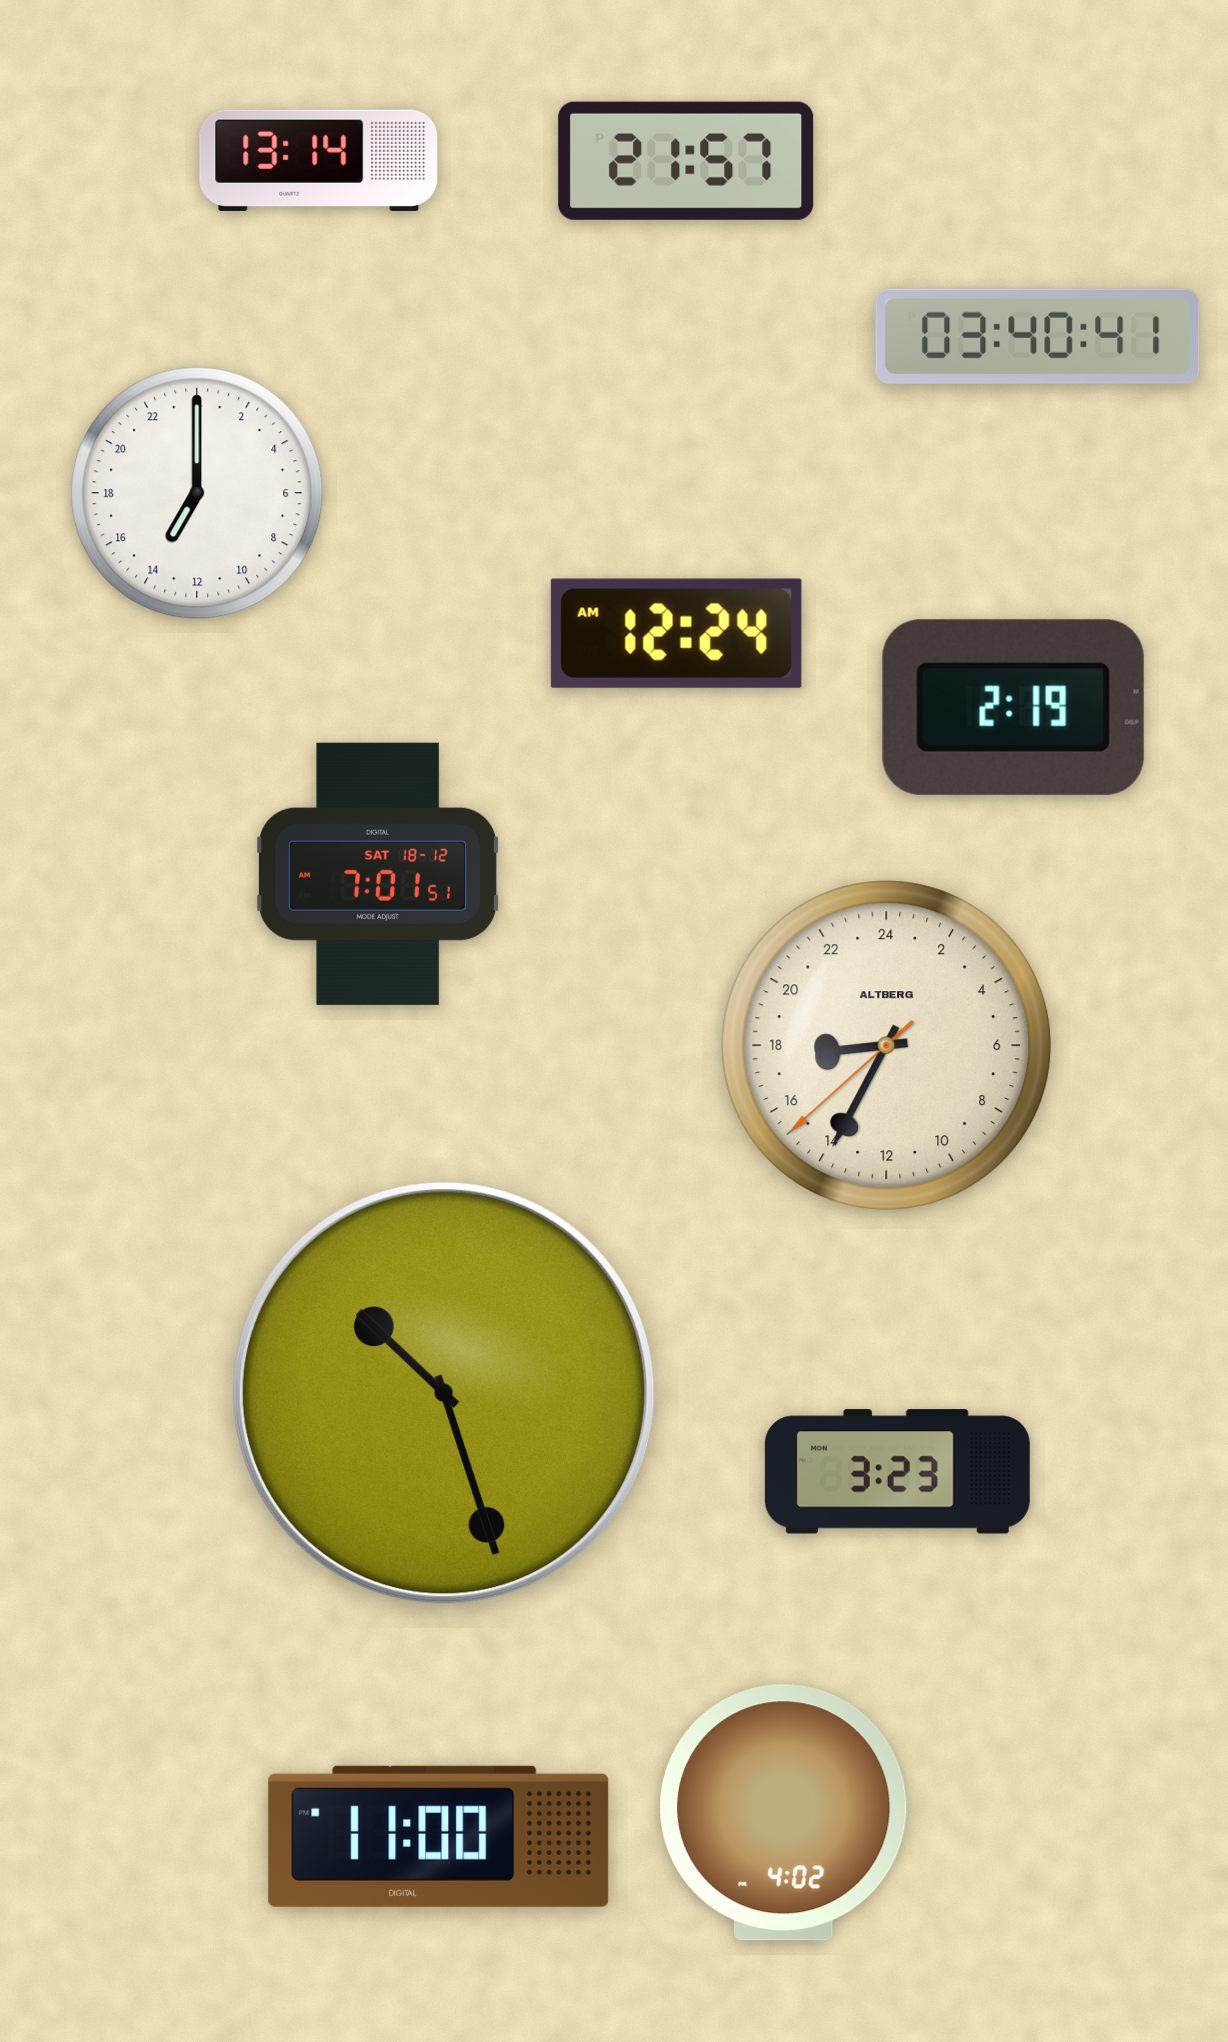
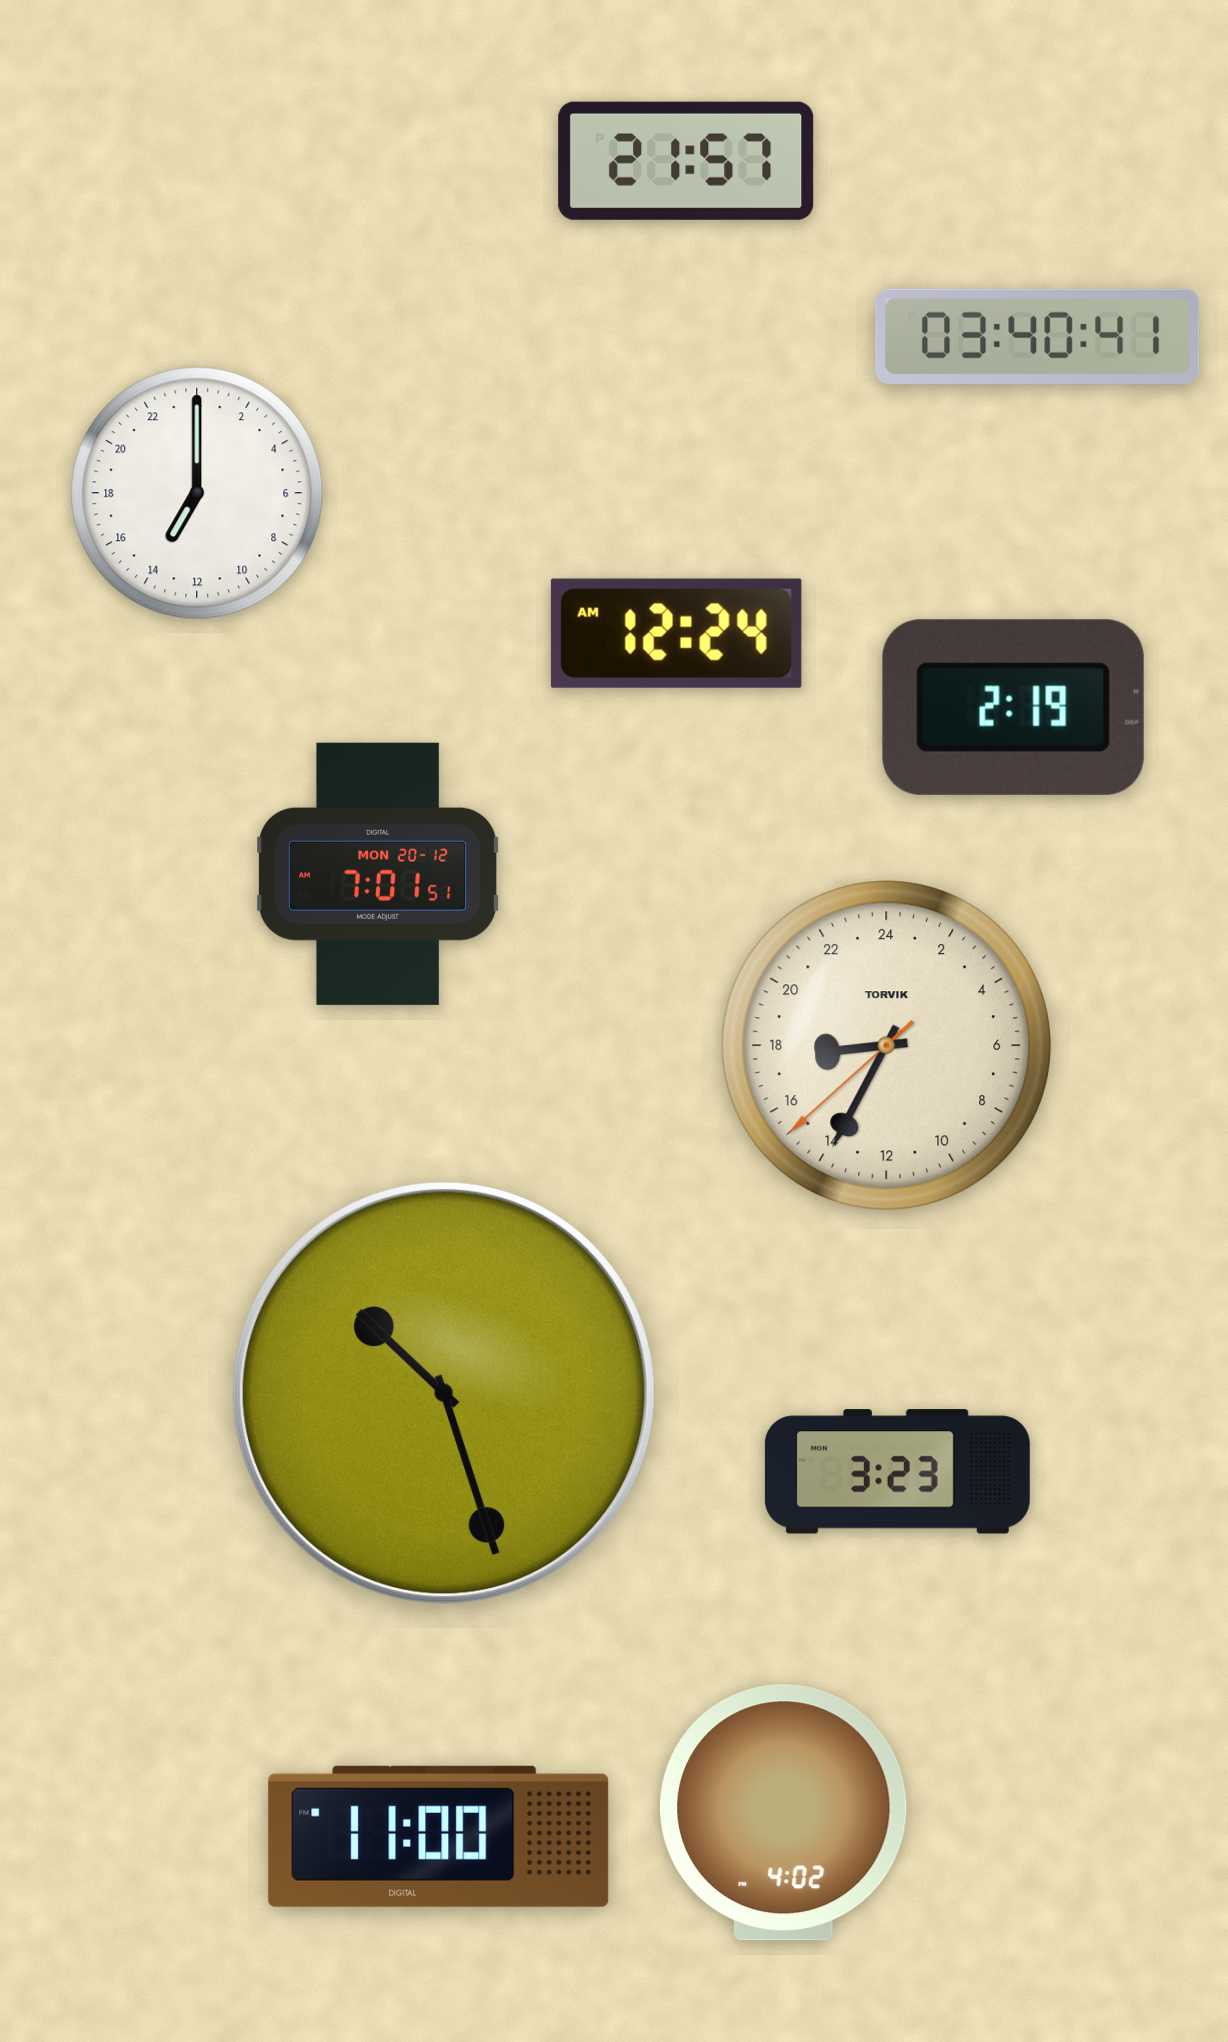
clock at (319, 160): 13:14 -> none
clock at (378, 874) date: SAT 18-12 -> MON 20-12
clock at (887, 1046) brand: ALTBERG -> TORVIK
